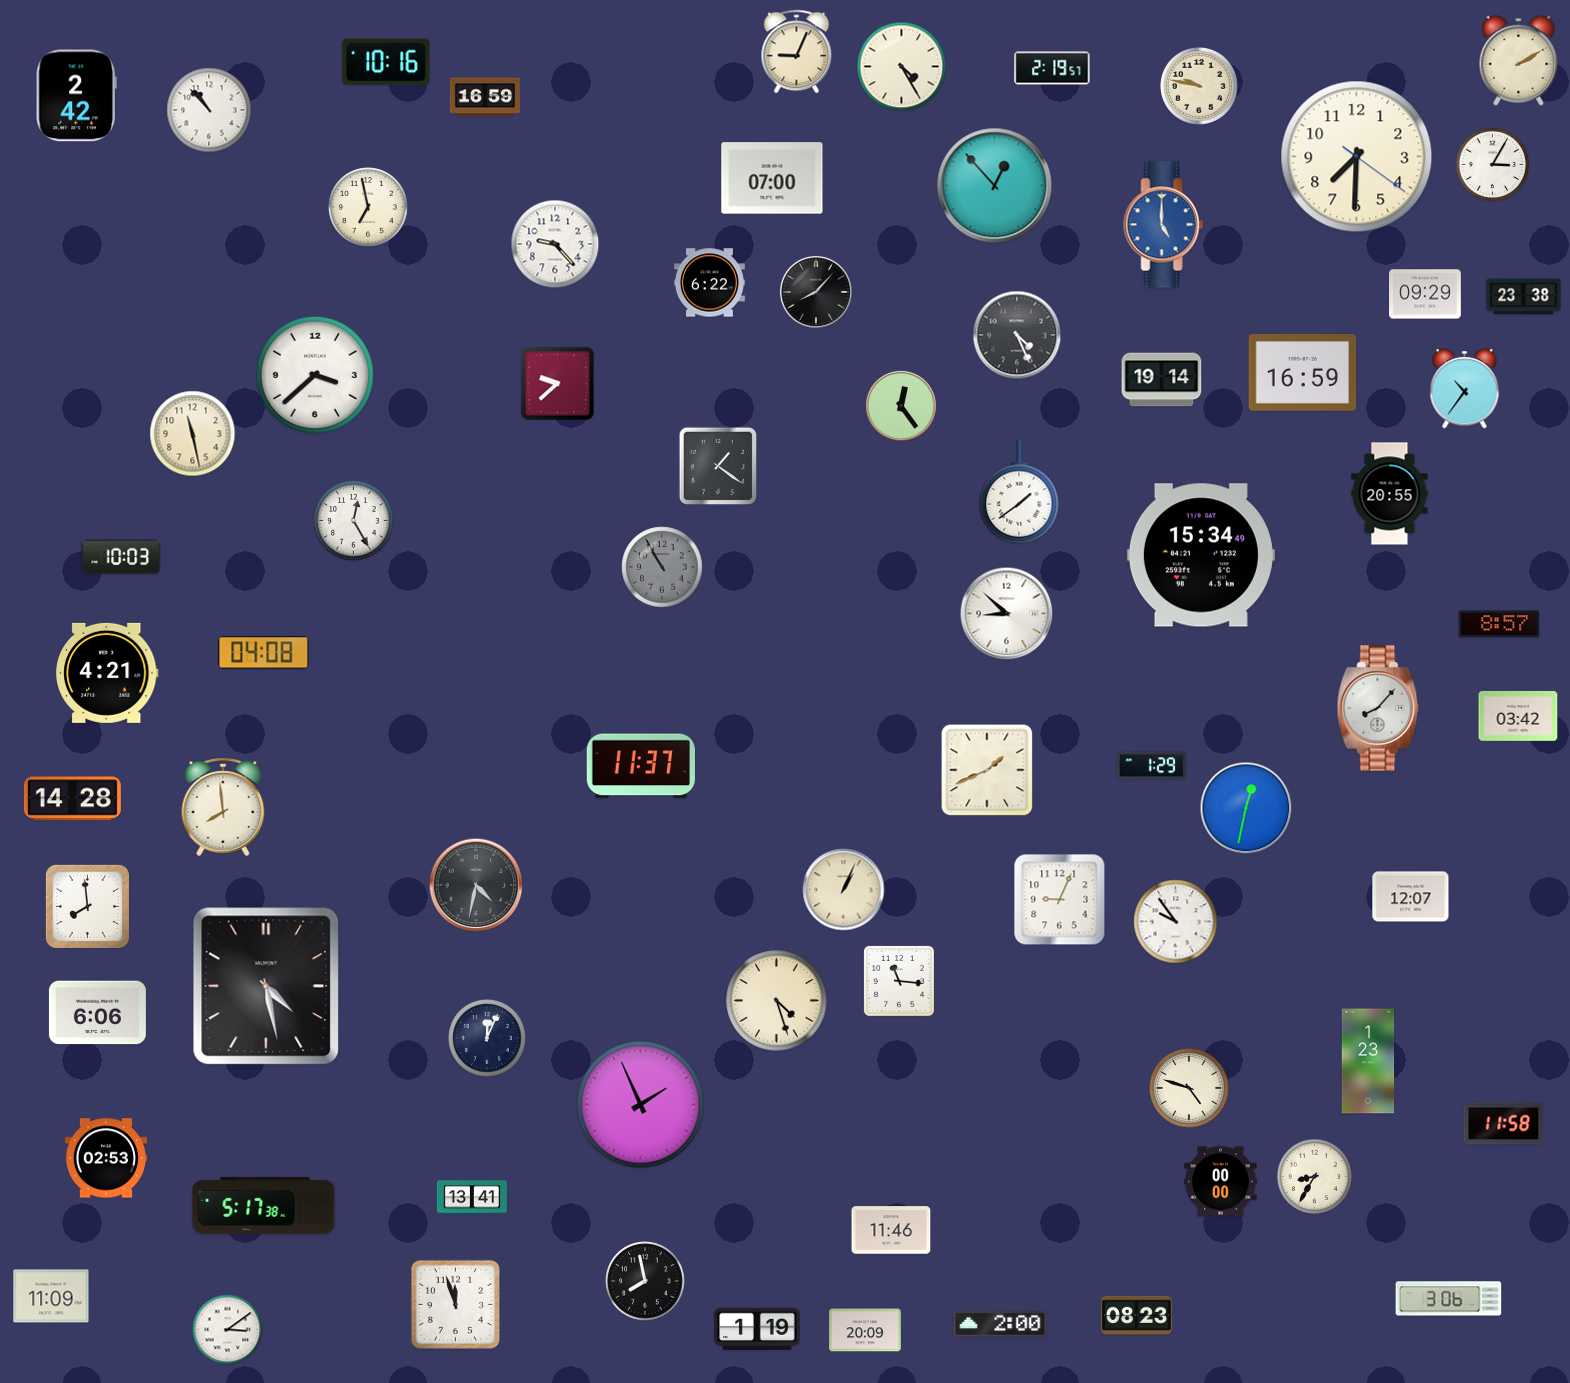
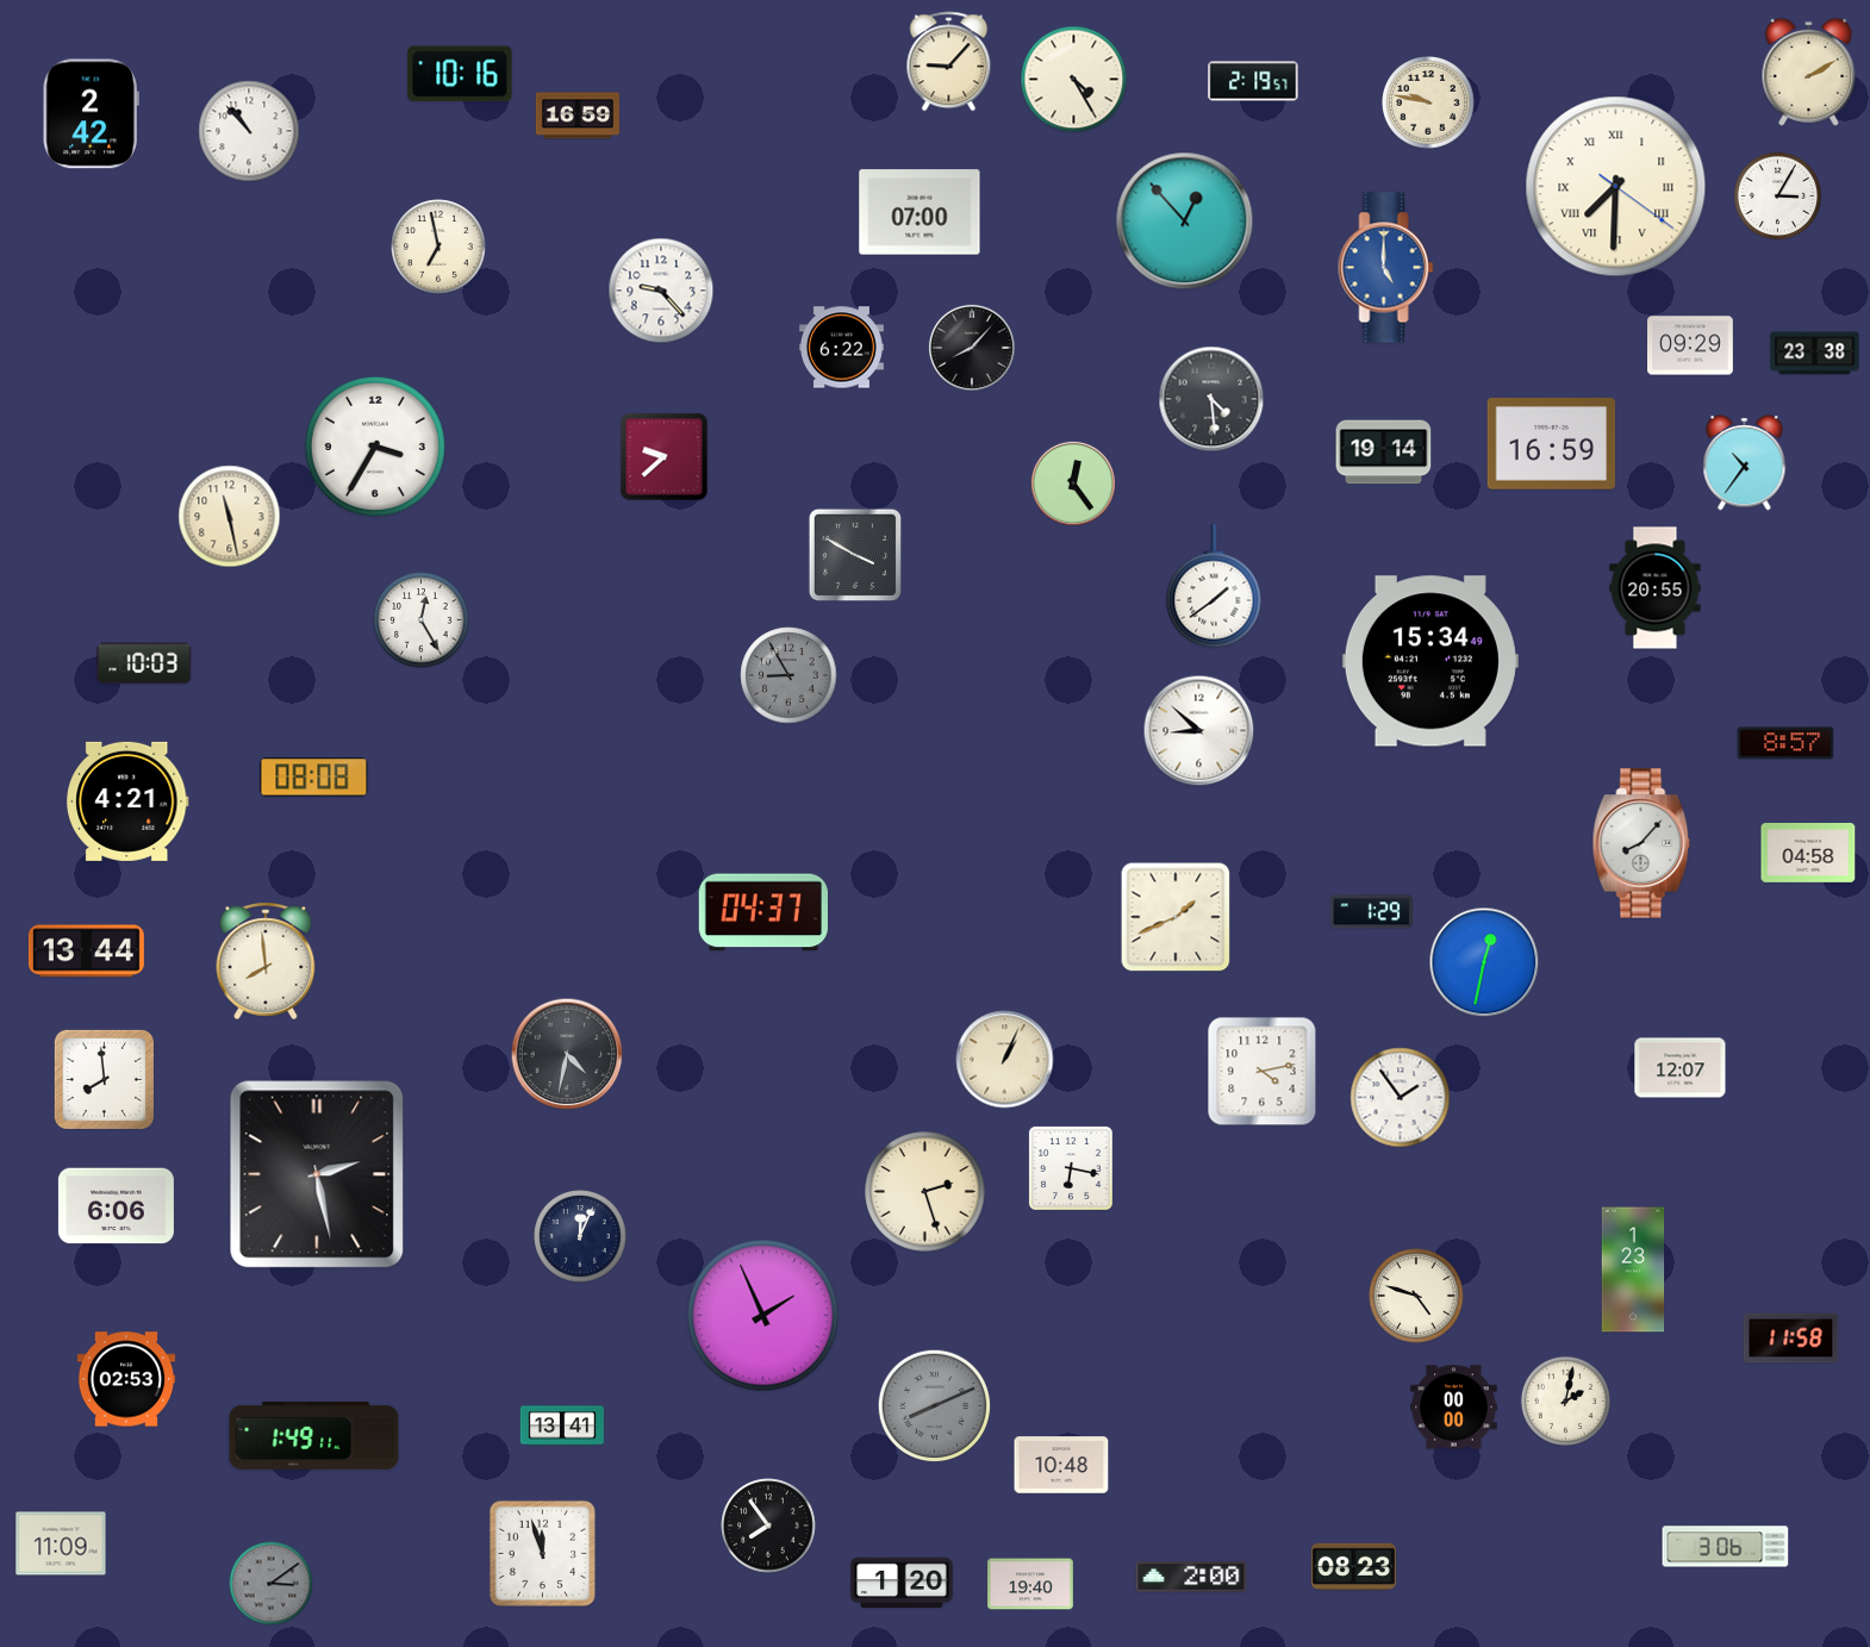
clock at (797, 52): 9:04 -> 9:07
clock at (1357, 157) numerals: Arabic -> Roman
clock at (709, 283) position: (709, 283) -> (841, 348)
clock at (1426, 294) position: (1426, 294) -> (1691, 345)
clock at (1017, 335): 4:26 -> 4:29
clock at (315, 375): 3:38 -> 3:35
clock at (718, 466): 1:21 -> 3:50
clock at (662, 567): 10:55 -> 8:55
clock at (264, 653): 04:08 -> 08:08
clock at (1518, 716): 03:42 -> 04:58
clock at (641, 766): 11:37 -> 04:37
clock at (72, 799): 14:28 -> 13:44
clock at (1060, 900): 9:04 -> 4:13
clock at (1176, 922): 9:54 -> 1:54
clock at (899, 981): 11:16 -> 6:17
clock at (266, 986): 4:28 -> 2:28
clock at (777, 1001): 4:27 -> 2:27
clock at (1368, 1061) position: (1368, 1061) -> (1633, 1269)
clock at (1314, 1176): 8:35 -> 2:02
clock at (935, 1406): none -> 8:11
clock at (264, 1205): 5:17 -> 1:49
clock at (891, 1230): 11:46 -> 10:48
clock at (645, 1281): 7:58 -> 7:54
clock at (757, 1329): 1:19 -> 1:20
clock at (228, 1330) dial: white -> grey
clock at (866, 1330): 20:09 -> 19:40
